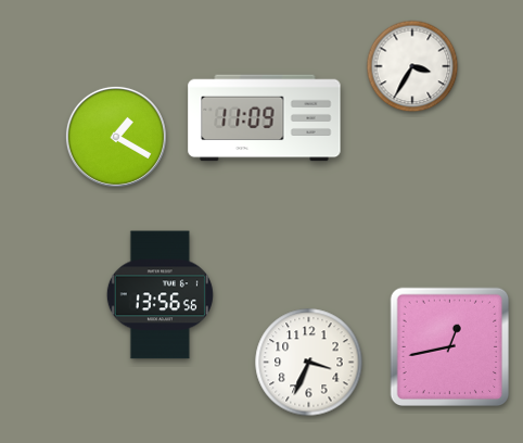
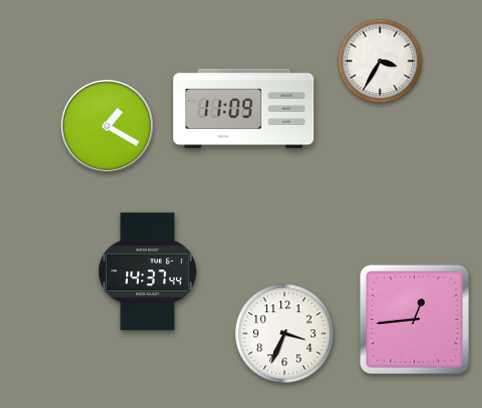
clock at (160, 295): 13:56 -> 14:37
clock at (450, 347): 12:43 -> 12:44
